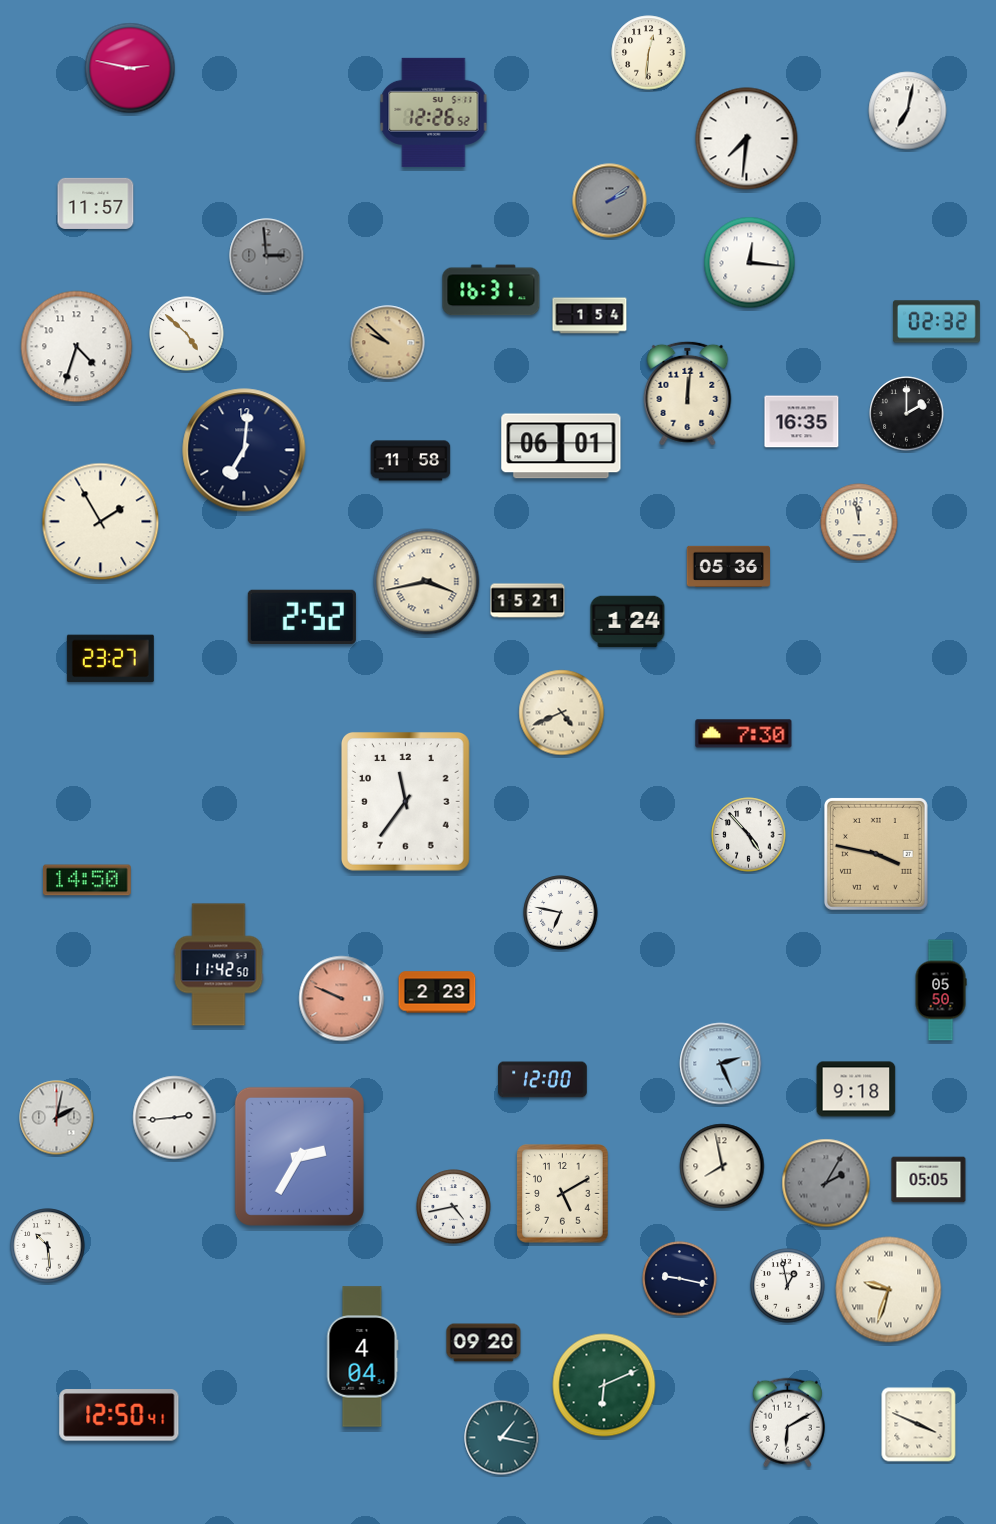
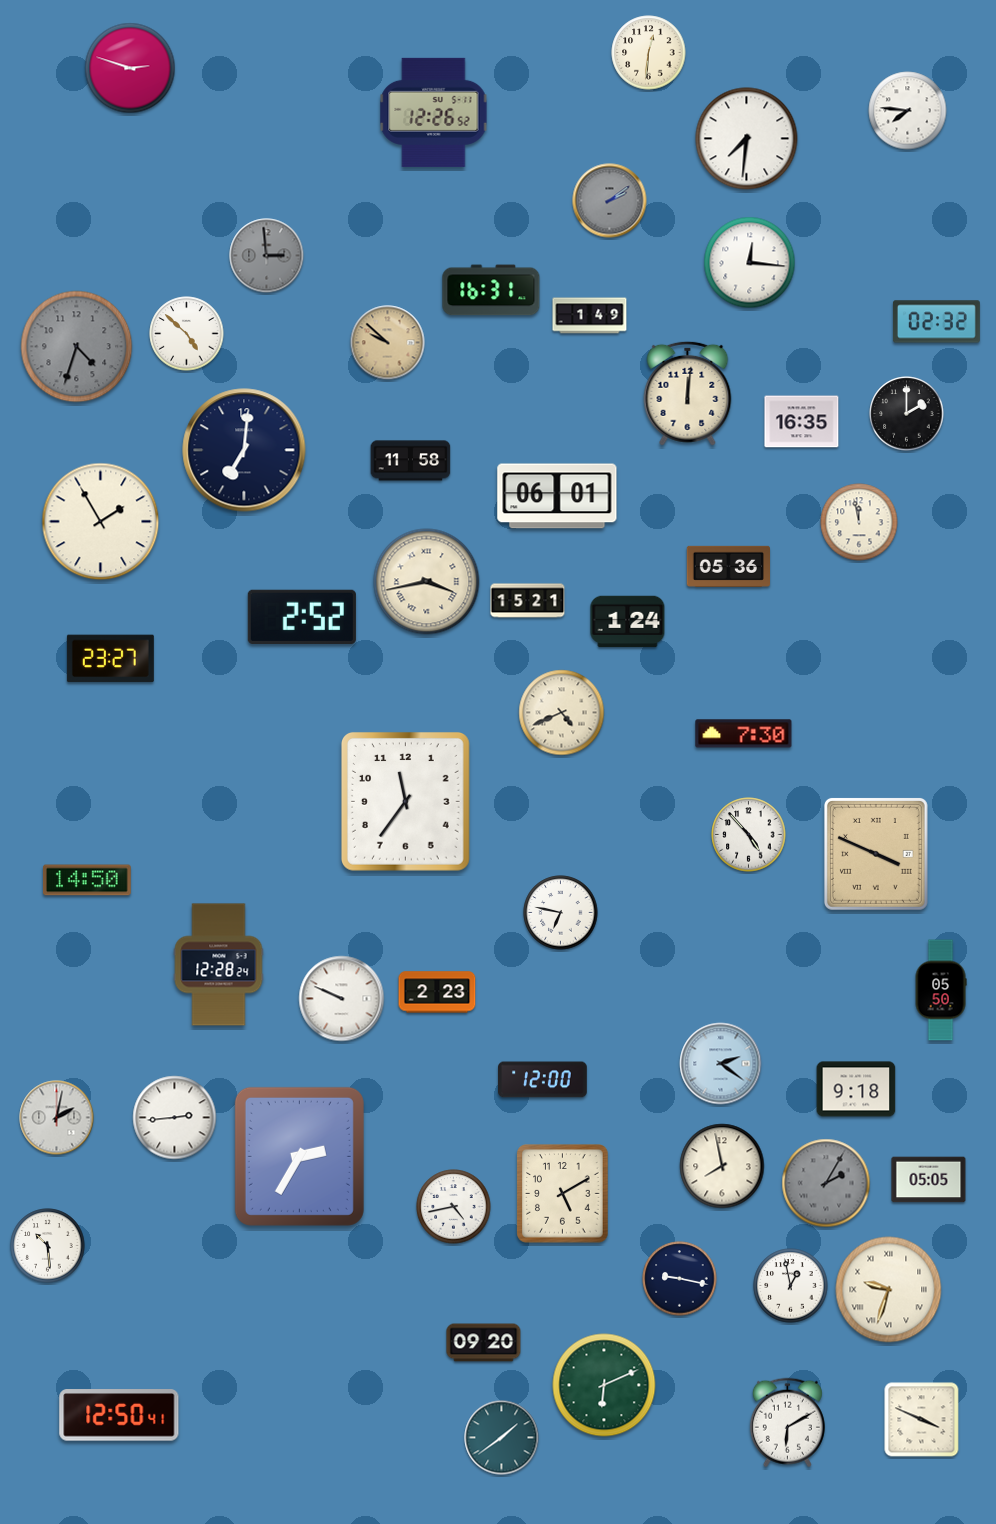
clock at (130, 68): 2:47 -> 2:48
clock at (908, 111): 7:02 -> 7:46
clock at (96, 203): 11:57 -> none
clock at (590, 316): 1:54 -> 1:49
clock at (77, 347) dial: white -> grey
clock at (561, 446) position: (561, 446) -> (557, 496)
clock at (876, 854): 3:47 -> 3:49
clock at (219, 965): 11:42 -> 12:28
clock at (342, 999) dial: salmon -> white
clock at (721, 1064): 2:26 -> 2:21
clock at (788, 1286) position: (788, 1286) -> (791, 1286)
clock at (363, 1357): 4:04 -> none
clock at (919, 1425) position: (919, 1425) -> (922, 1420)
clock at (502, 1438): 1:17 -> 1:39
